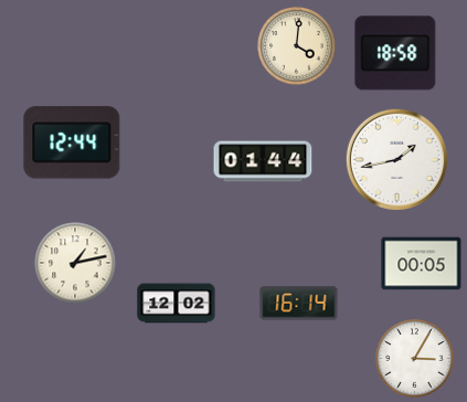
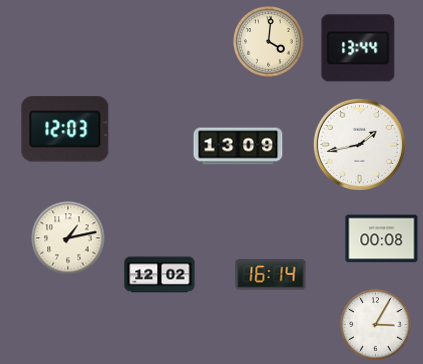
clock at (395, 53): 18:58 -> 13:44
clock at (72, 142): 12:44 -> 12:03
clock at (263, 161): 01:44 -> 13:09
clock at (422, 264): 00:05 -> 00:08
